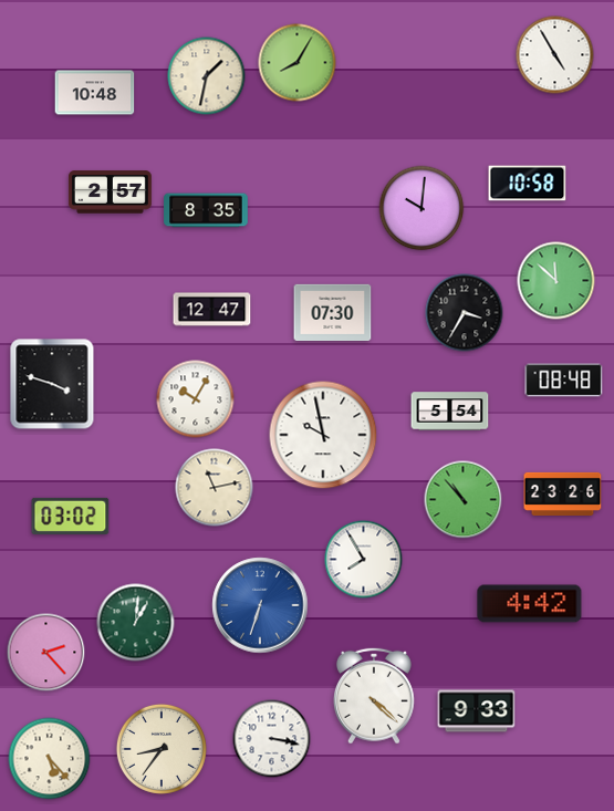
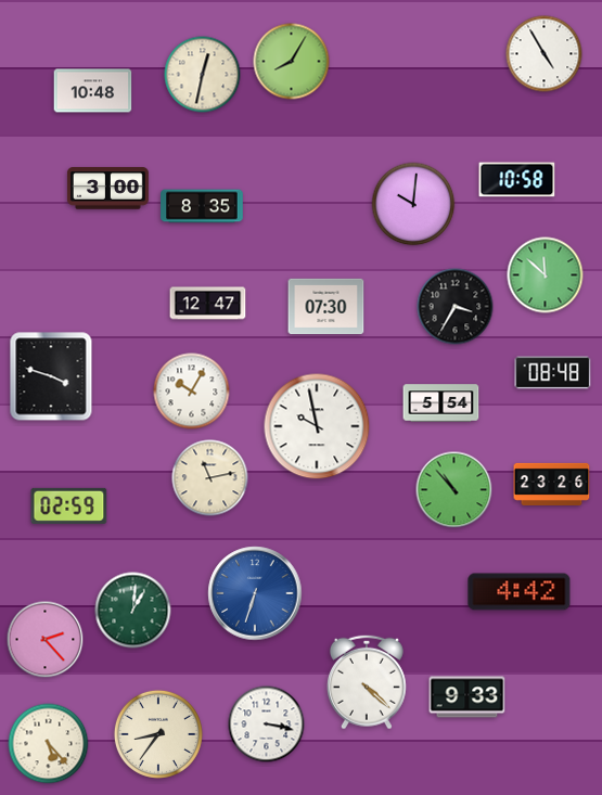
clock at (207, 76): 1:32 -> 12:32
clock at (110, 193): 2:57 -> 3:00
clock at (71, 516): 03:02 -> 02:59
clock at (364, 560): 7:55 -> none
